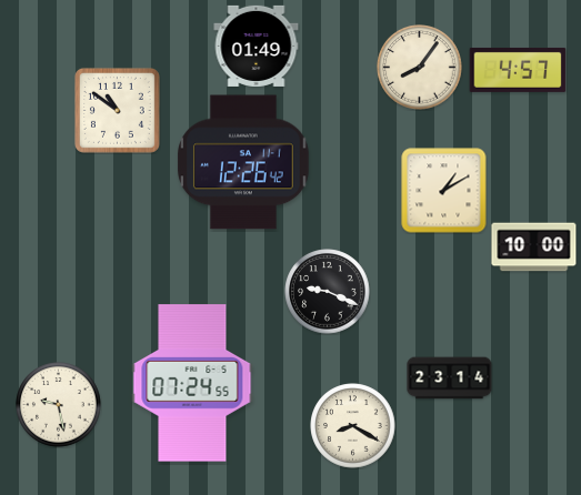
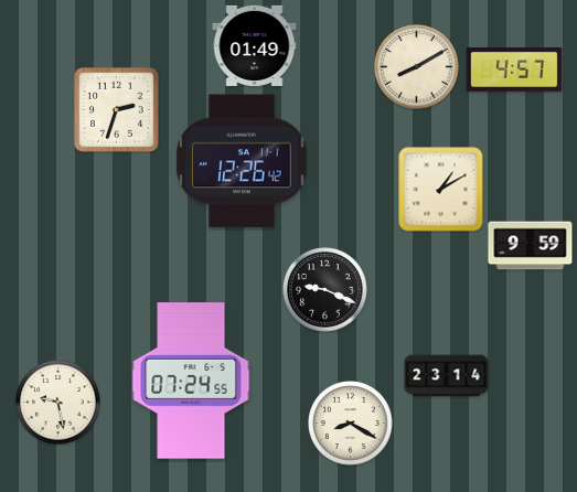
clock at (420, 68): 8:06 -> 8:10
clock at (117, 110): 10:51 -> 2:33
clock at (534, 247): 10:00 -> 9:59
